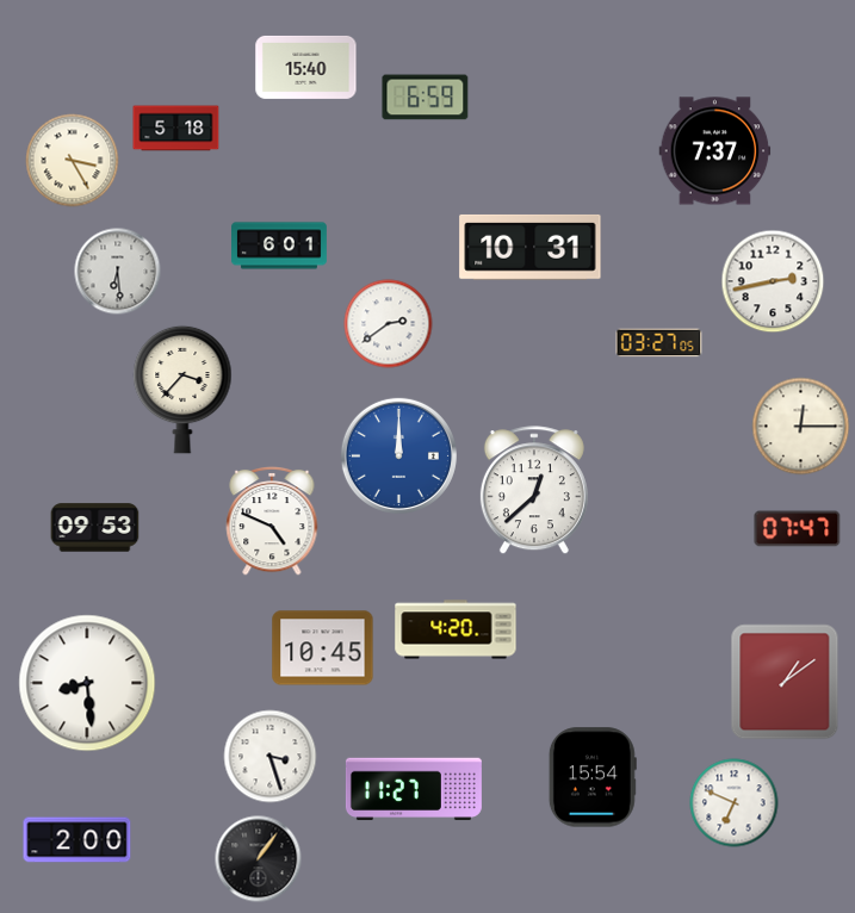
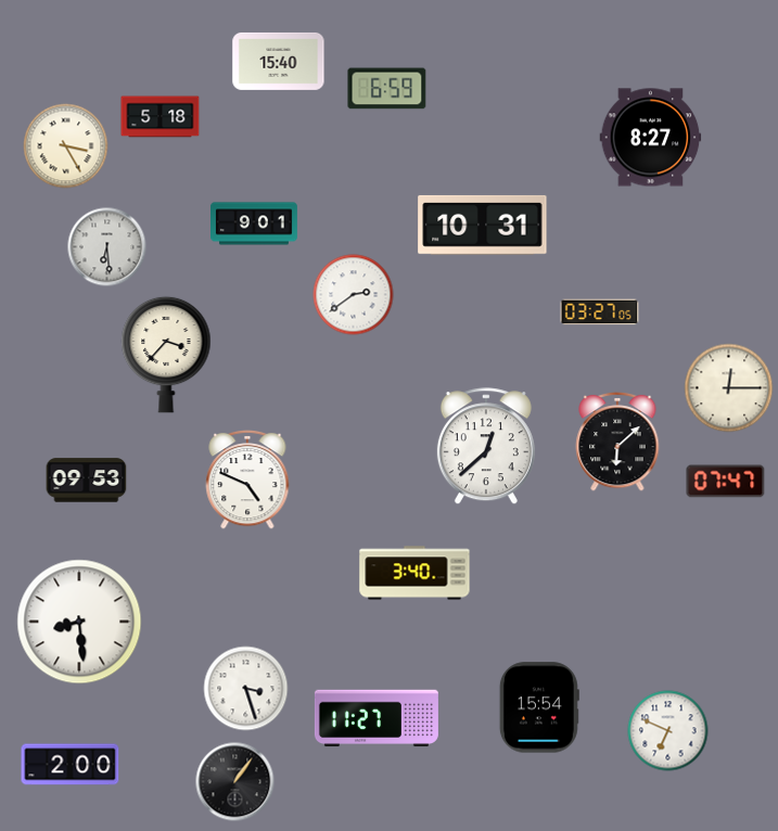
clock at (715, 151): 7:37 -> 8:27
clock at (280, 246): 6:01 -> 9:01
clock at (773, 281): 2:43 -> none
clock at (398, 455): 12:00 -> none
clock at (617, 442): none -> 6:08
clock at (272, 521) position: (272, 521) -> (247, 480)
clock at (456, 629): 4:20 -> 3:40
clock at (323, 648): 10:45 -> none
clock at (785, 682): 1:09 -> none
